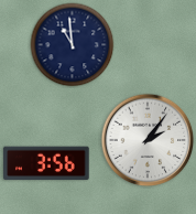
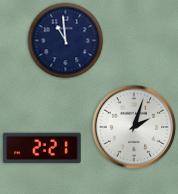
clock at (148, 140): 2:06 -> 2:03
clock at (46, 163): 3:56 -> 2:21
